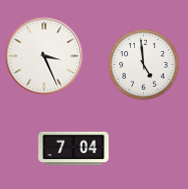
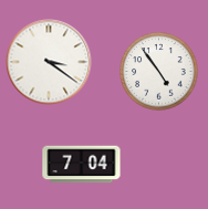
clock at (44, 56): 3:26 -> 3:21
clock at (144, 65): 4:59 -> 4:54
